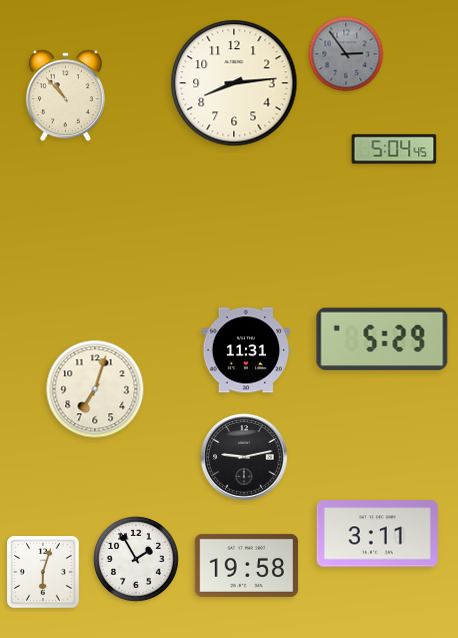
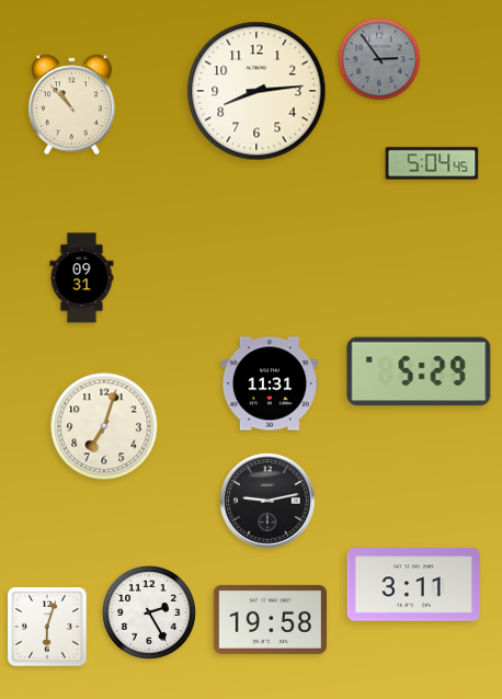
clock at (82, 278): none -> 09:31
clock at (136, 559): 1:55 -> 2:25
